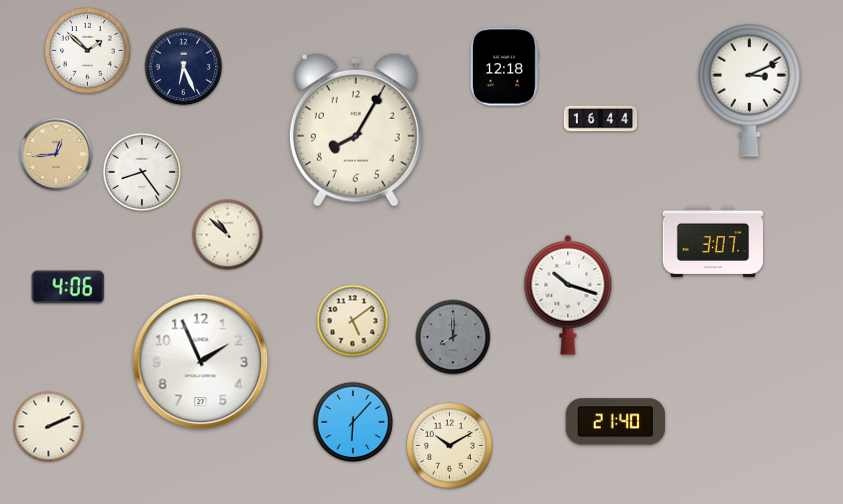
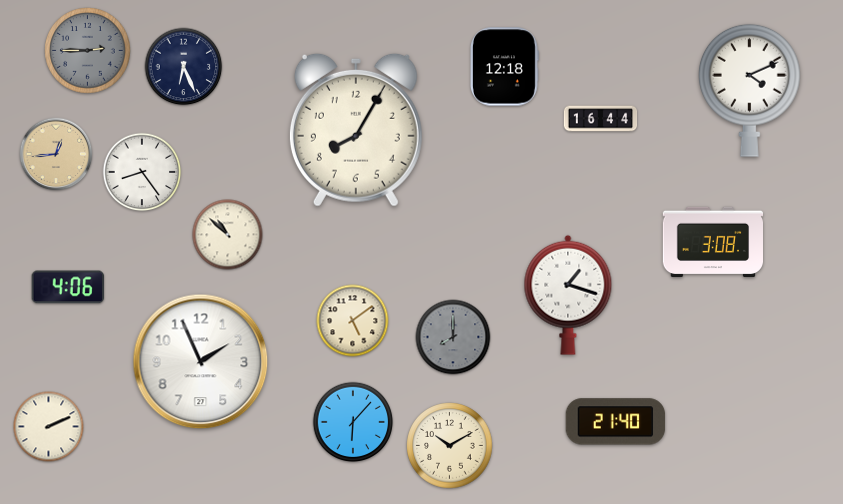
clock at (88, 51): 1:52 -> 2:45
clock at (88, 51) dial: white -> grey
clock at (749, 90): 3:11 -> 4:11
clock at (713, 241): 3:07 -> 3:08
clock at (568, 295): 10:18 -> 1:18
